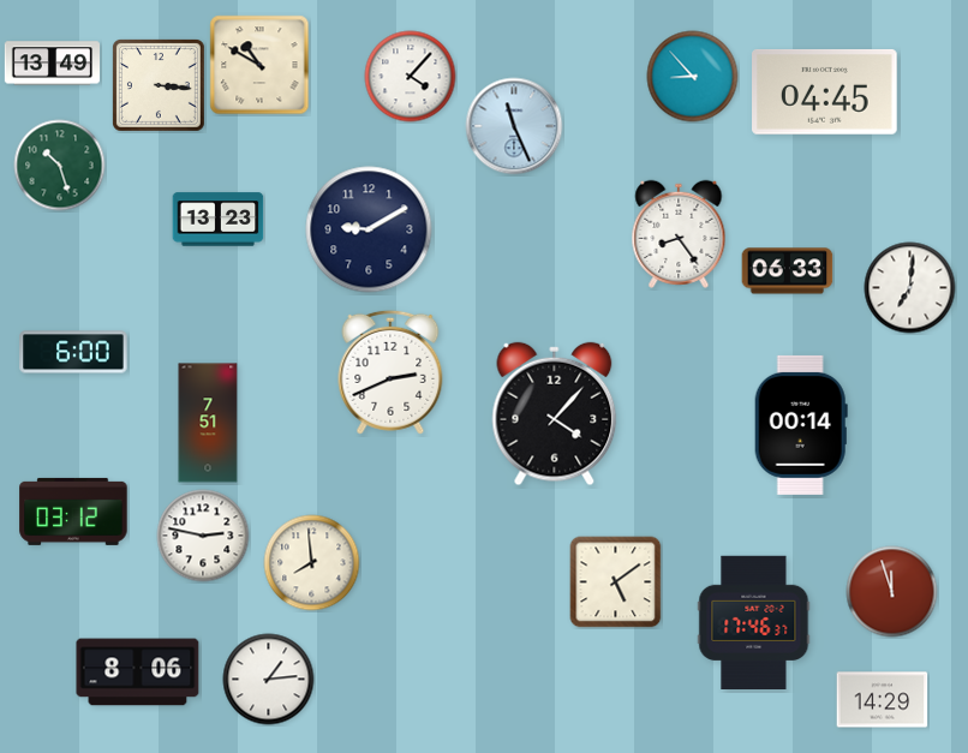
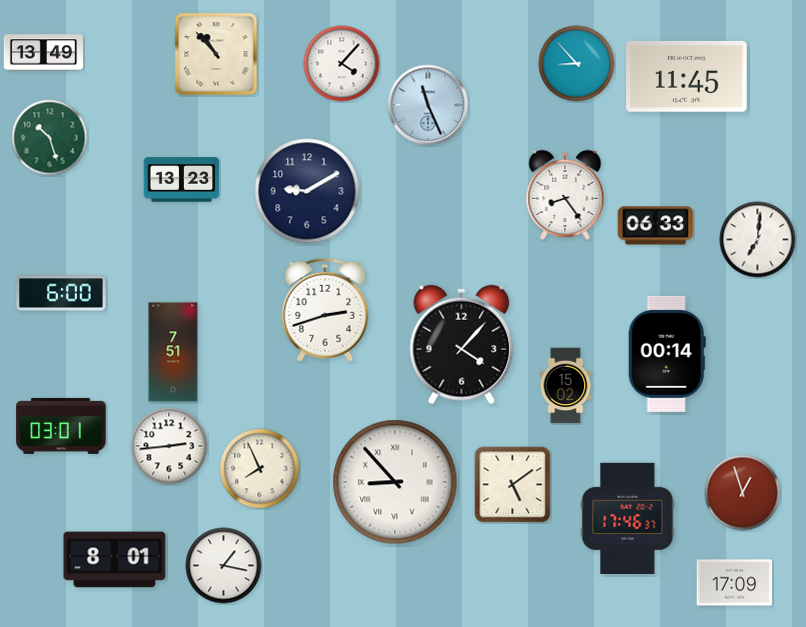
clock at (259, 65): 10:50 -> 10:53
clock at (159, 85): 3:16 -> none
clock at (825, 91): 04:45 -> 11:45
clock at (219, 220) position: (219, 220) -> (182, 180)
clock at (390, 372): 2:41 -> 2:42
clock at (566, 386): none -> 15:02
clock at (73, 512): 03:12 -> 03:01
clock at (203, 536): 2:47 -> 2:44
clock at (312, 563): 7:59 -> 7:56
clock at (395, 482): none -> 8:53
clock at (892, 592): 11:57 -> 12:57
clock at (138, 673): 8:06 -> 8:01
clock at (269, 680): 1:14 -> 1:17
clock at (883, 700): 14:29 -> 17:09
